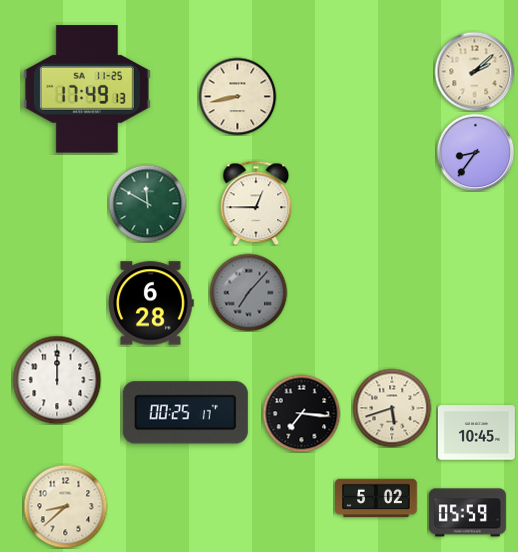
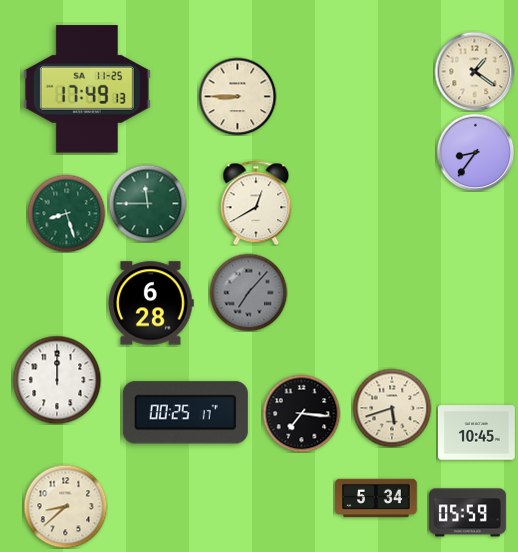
clock at (474, 71): 2:08 -> 1:21
clock at (237, 96): 8:43 -> 8:45
clock at (147, 203): 11:50 -> 11:45
clock at (256, 203): 12:45 -> 12:40
clock at (66, 213): none -> 8:27
clock at (376, 498): 5:02 -> 5:34
